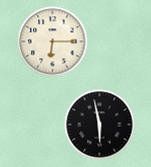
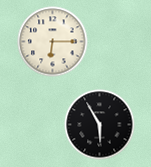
clock at (100, 125): 5:58 -> 5:55
